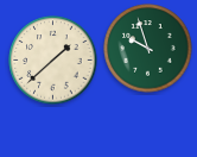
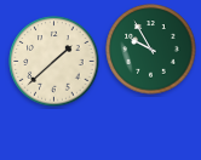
clock at (148, 49): 9:57 -> 9:55
